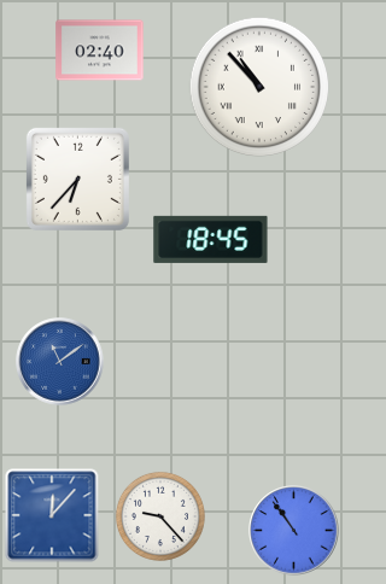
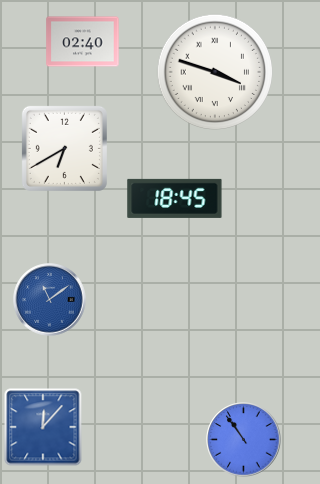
clock at (259, 87): 10:53 -> 3:48
clock at (77, 179): 6:37 -> 6:40
clock at (160, 516): 9:23 -> none
